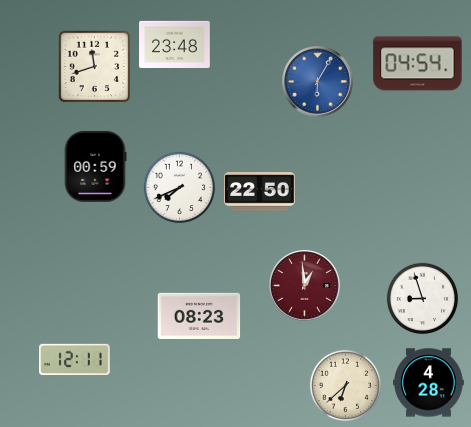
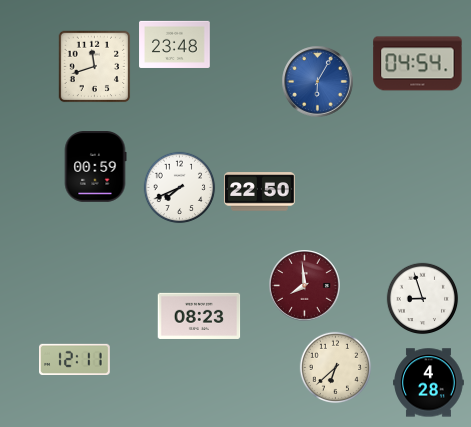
clock at (305, 286): 12:59 -> 7:59
clock at (346, 386) position: (346, 386) -> (336, 368)
